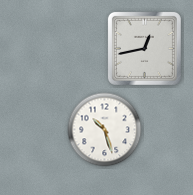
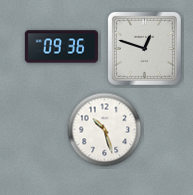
clock at (61, 47): none -> 09:36
clock at (144, 48): 12:43 -> 12:48
